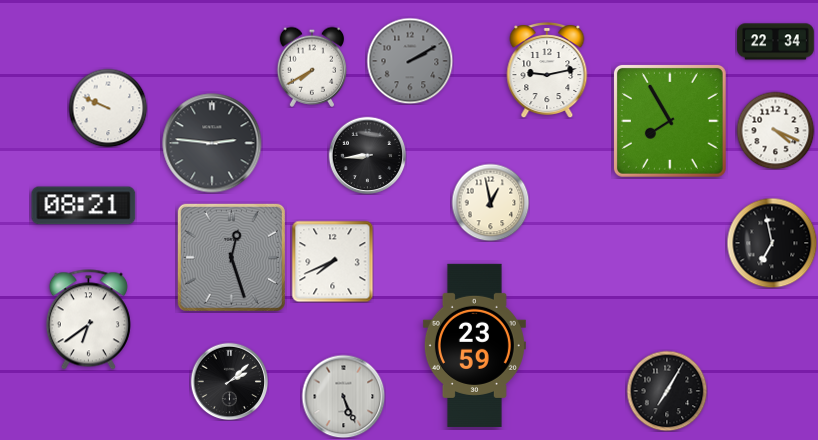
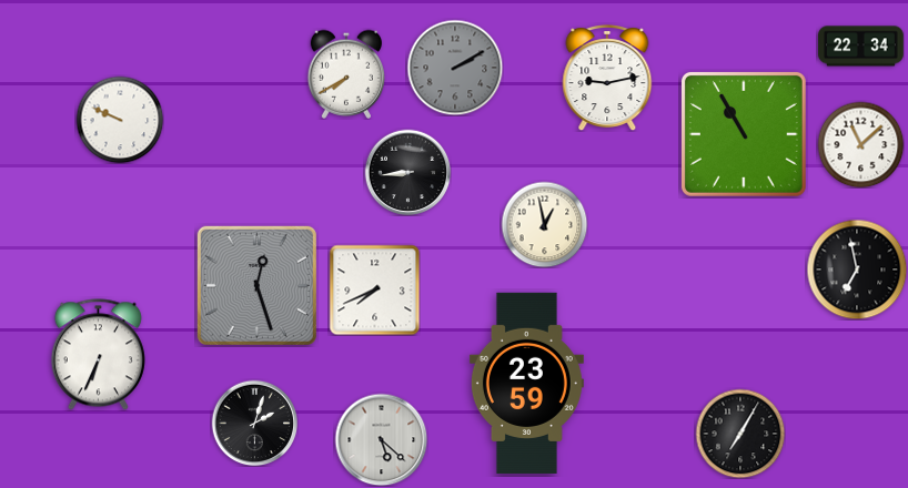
clock at (670, 121): 7:55 -> 10:55
clock at (775, 130): 4:19 -> 11:08
clock at (212, 143): 2:46 -> none
clock at (84, 206): 08:21 -> none
clock at (332, 261) position: (332, 261) -> (374, 289)
clock at (88, 320): 6:39 -> 6:34
clock at (229, 381): 2:08 -> 2:03
clock at (343, 396): 5:26 -> 5:22
